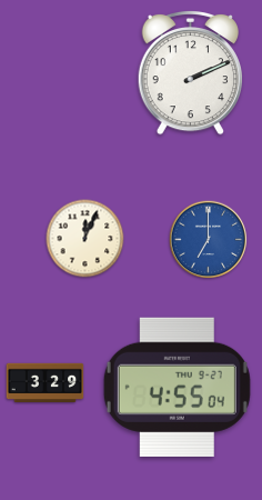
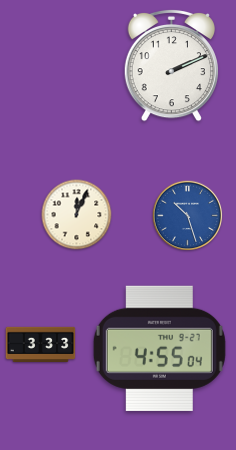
clock at (209, 240): 7:00 -> 10:27
clock at (46, 383): 3:29 -> 3:33
